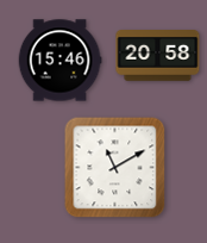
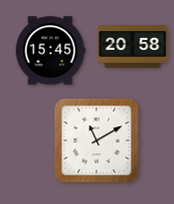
clock at (59, 61): 15:46 -> 15:45
